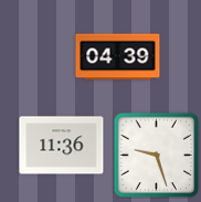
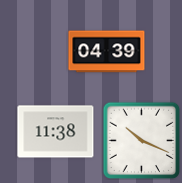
clock at (62, 146): 11:36 -> 11:38
clock at (156, 155): 9:27 -> 10:19
